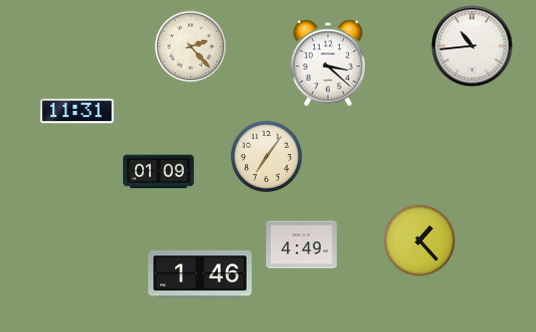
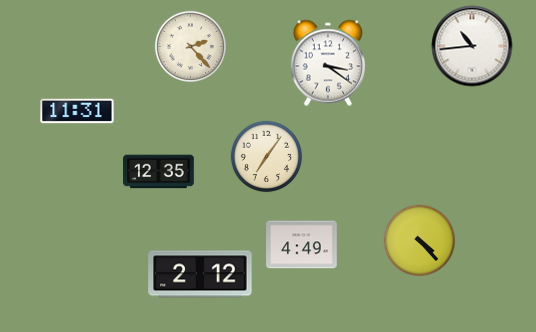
clock at (328, 63): 3:22 -> 3:21
clock at (159, 172): 01:09 -> 12:35
clock at (420, 241): 1:23 -> 4:23
clock at (200, 274): 1:46 -> 2:12
